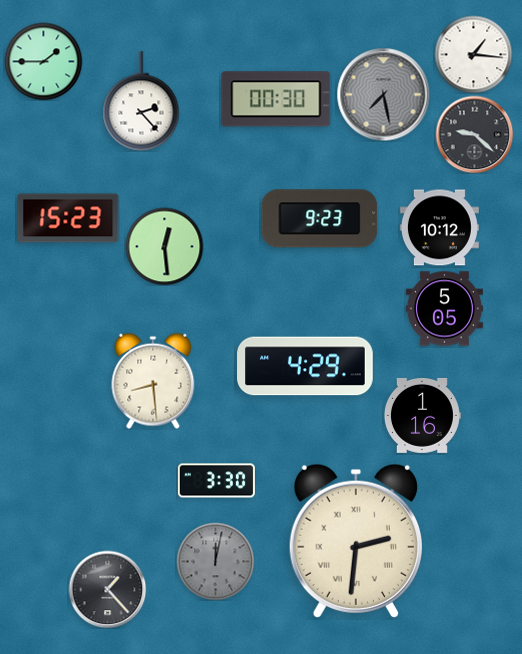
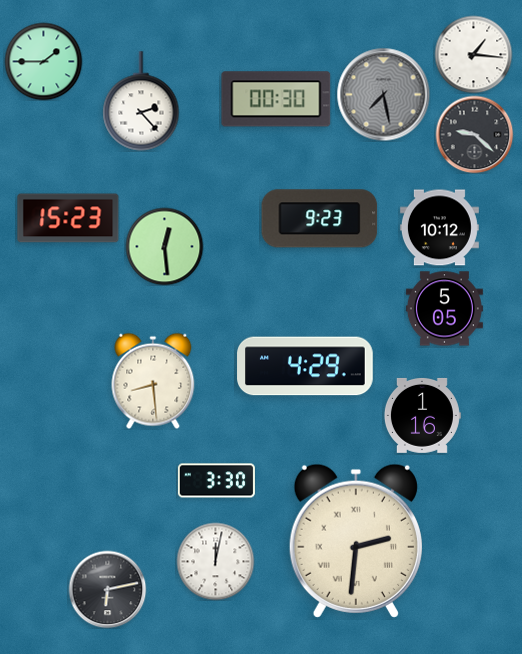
clock at (215, 561) dial: grey -> white
clock at (107, 589): 1:23 -> 6:13
